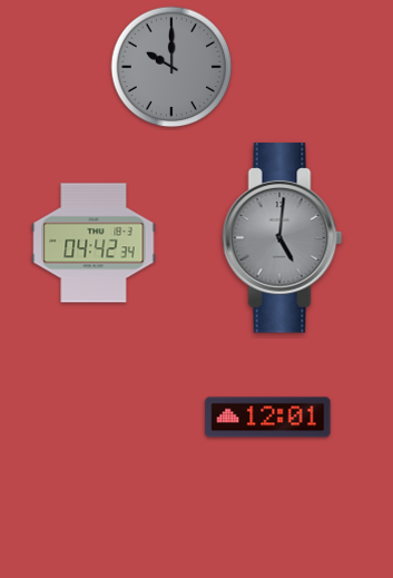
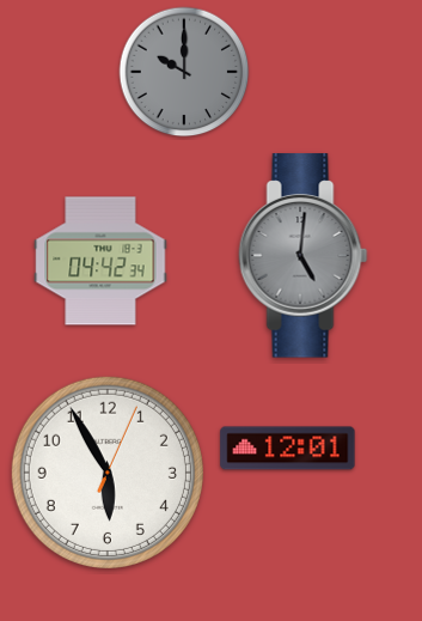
clock at (108, 473): none -> 5:55
